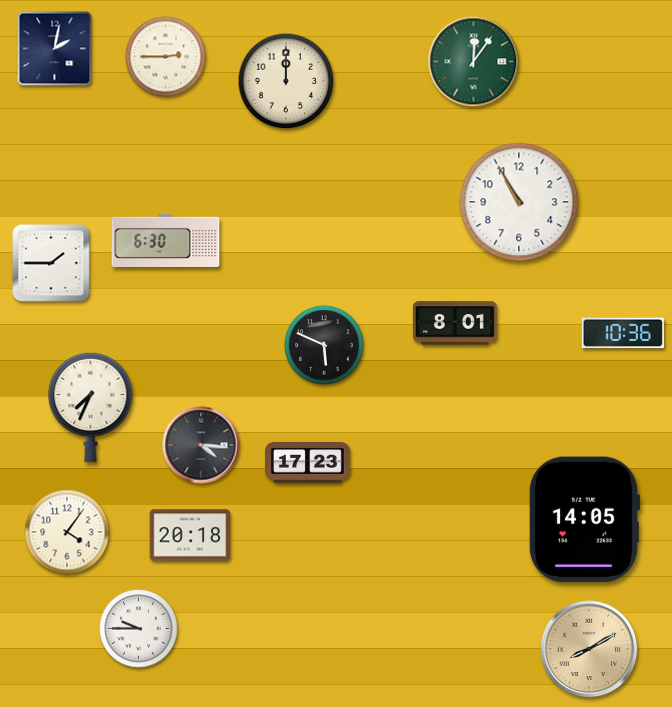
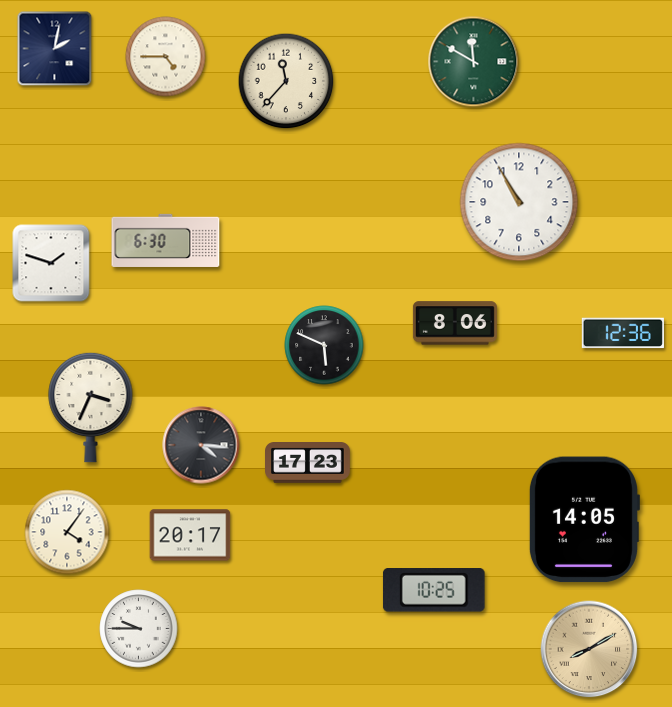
clock at (166, 57): 2:45 -> 4:45
clock at (474, 62): 12:06 -> 11:50
clock at (286, 81): 12:00 -> 11:37
clock at (51, 263): 1:45 -> 1:48
clock at (455, 323): 8:01 -> 8:06
clock at (623, 333): 10:36 -> 12:36
clock at (91, 407): 7:34 -> 3:34
clock at (190, 535): 20:18 -> 20:17
clock at (434, 591): none -> 10:25
